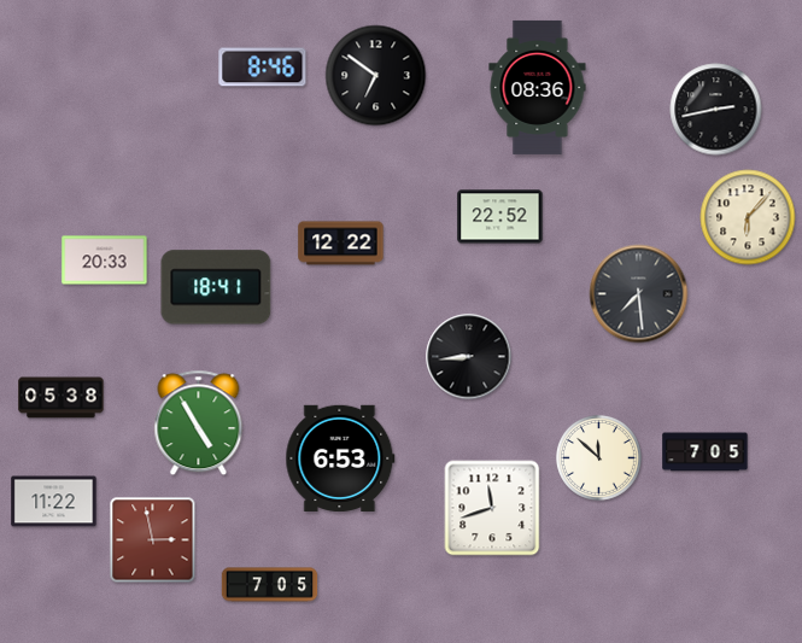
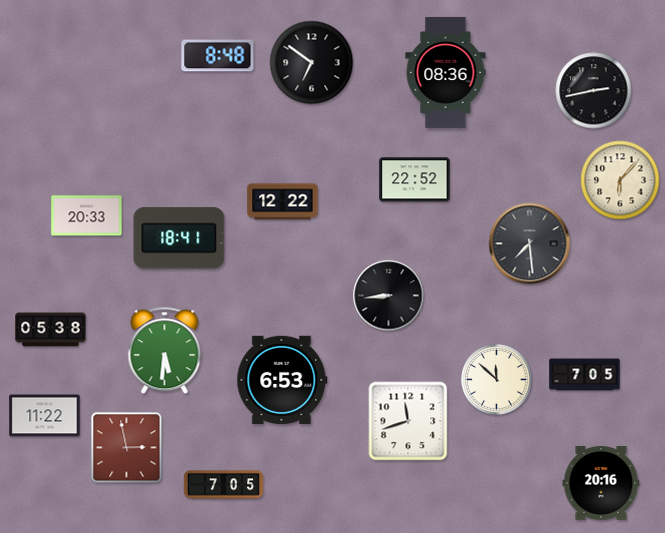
clock at (263, 68): 8:46 -> 8:48
clock at (199, 423): 4:55 -> 5:31
clock at (601, 484): none -> 20:16
